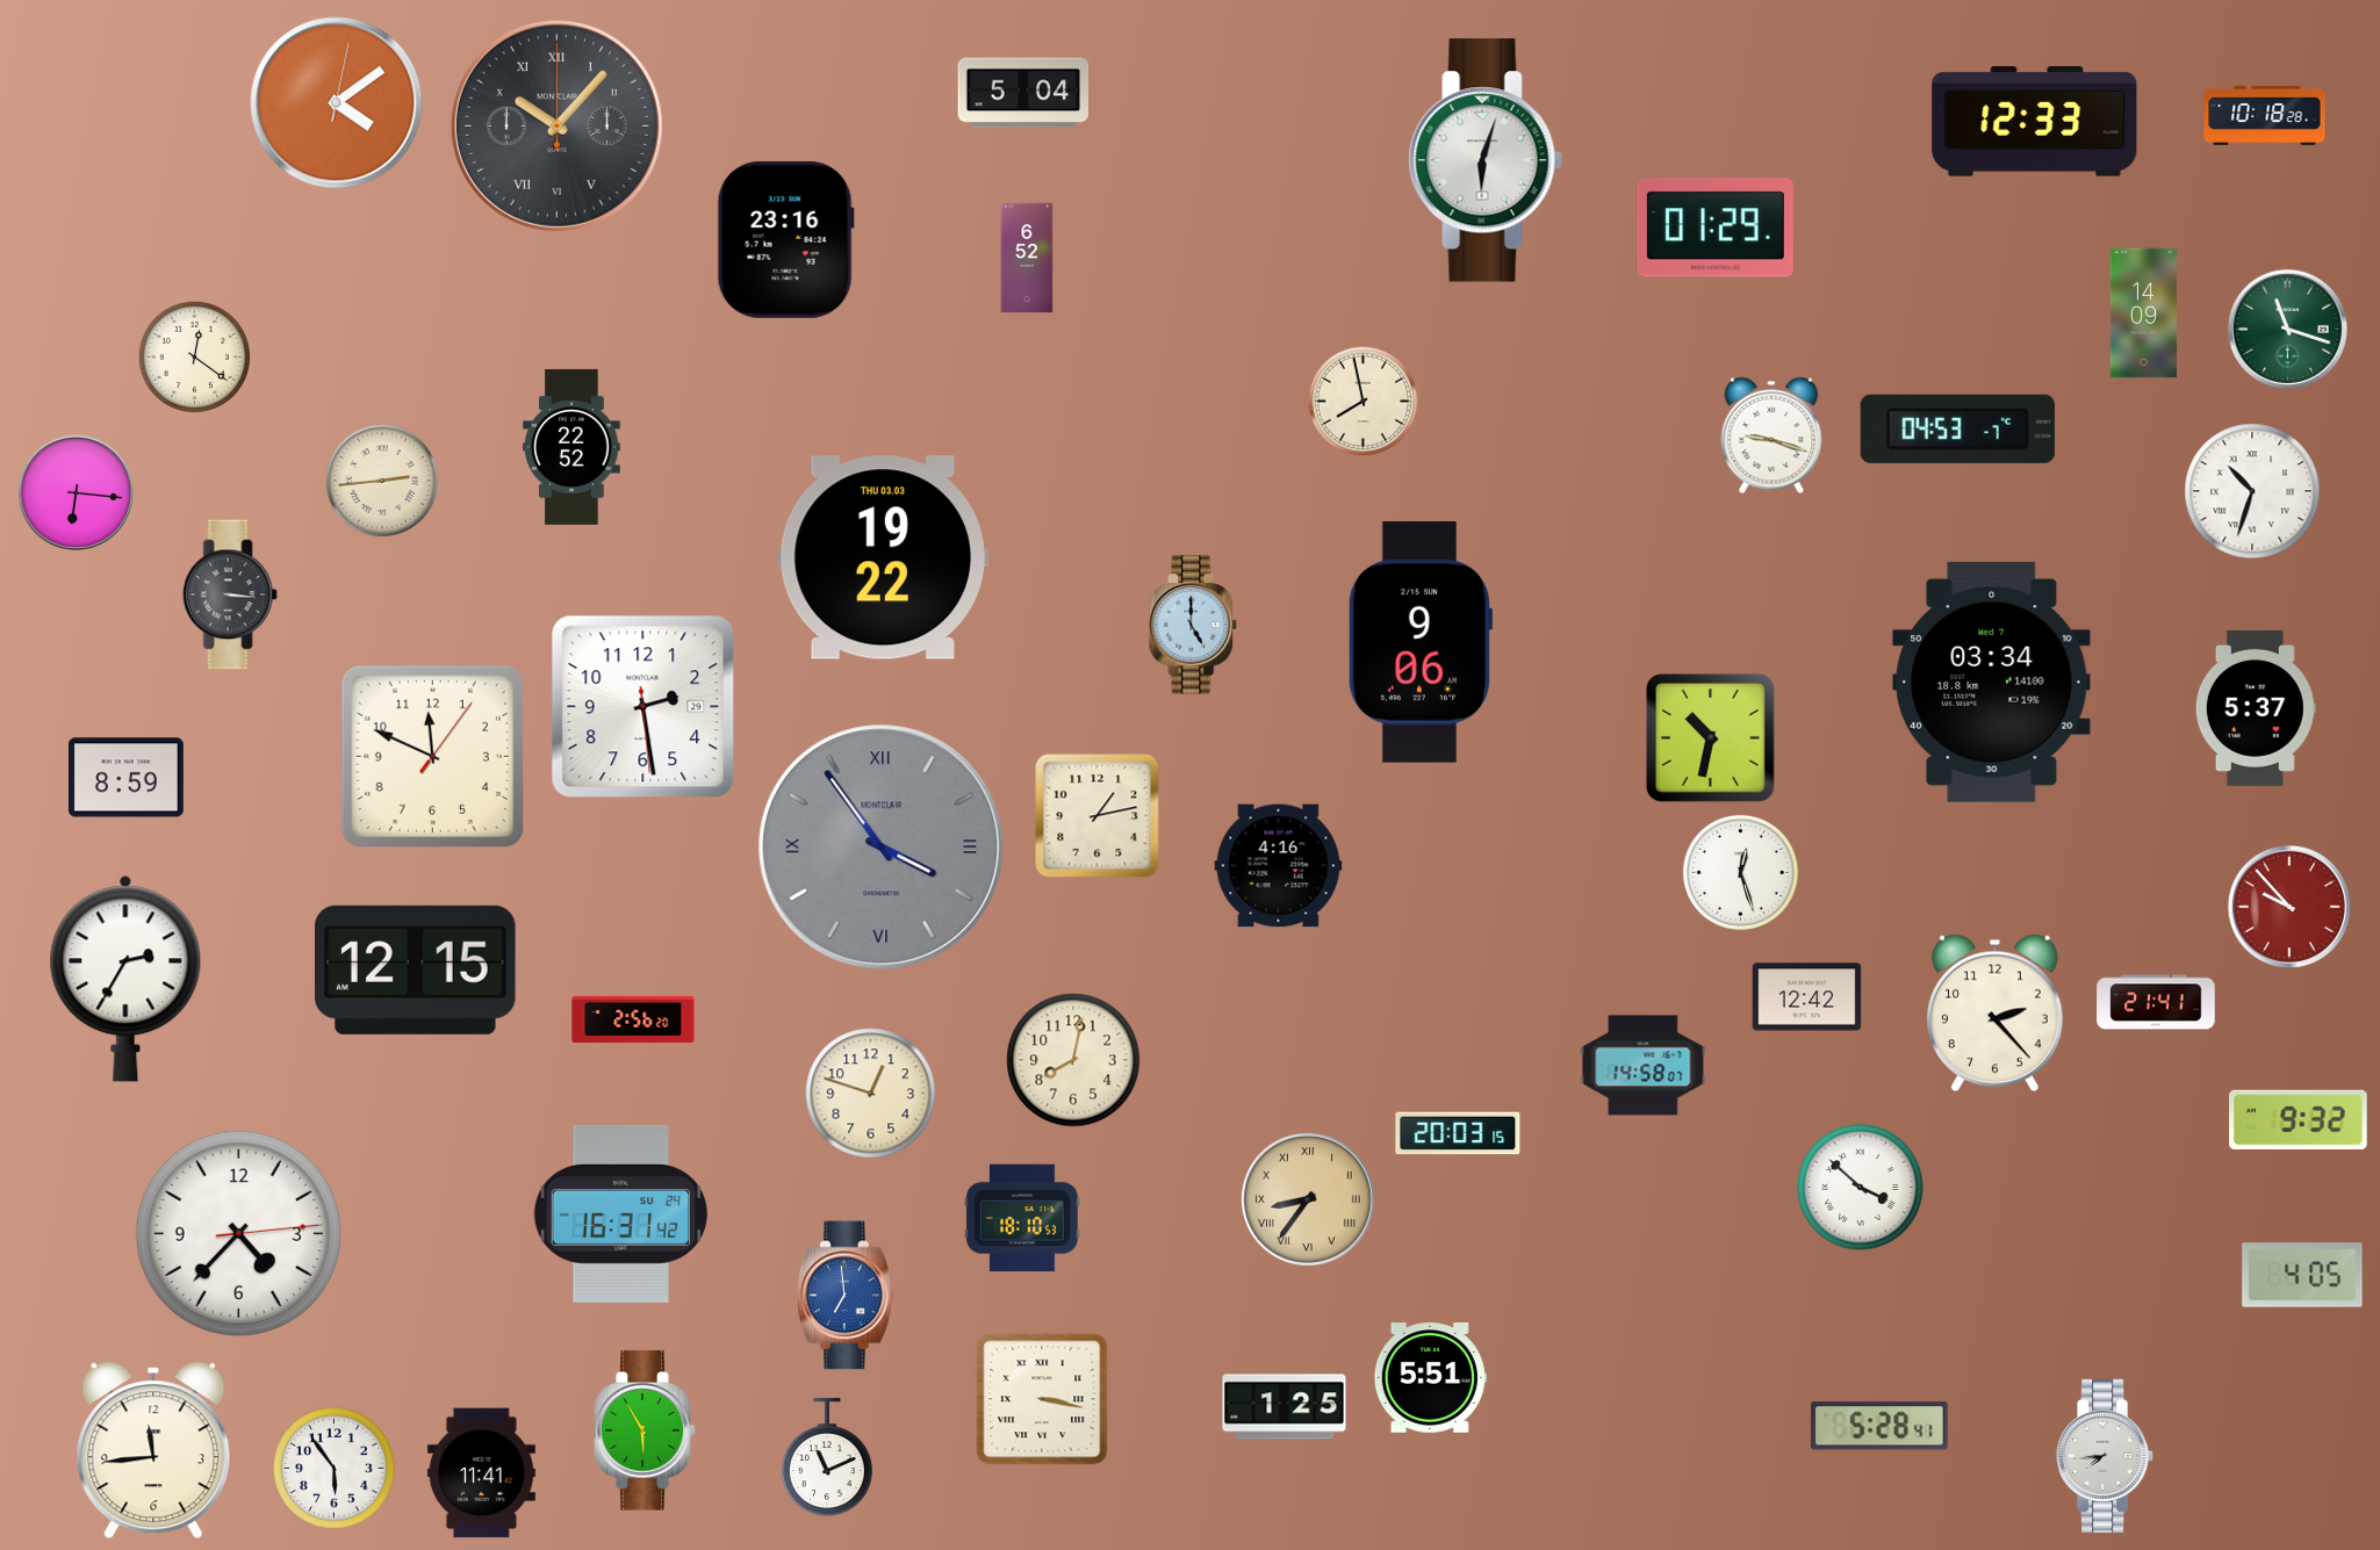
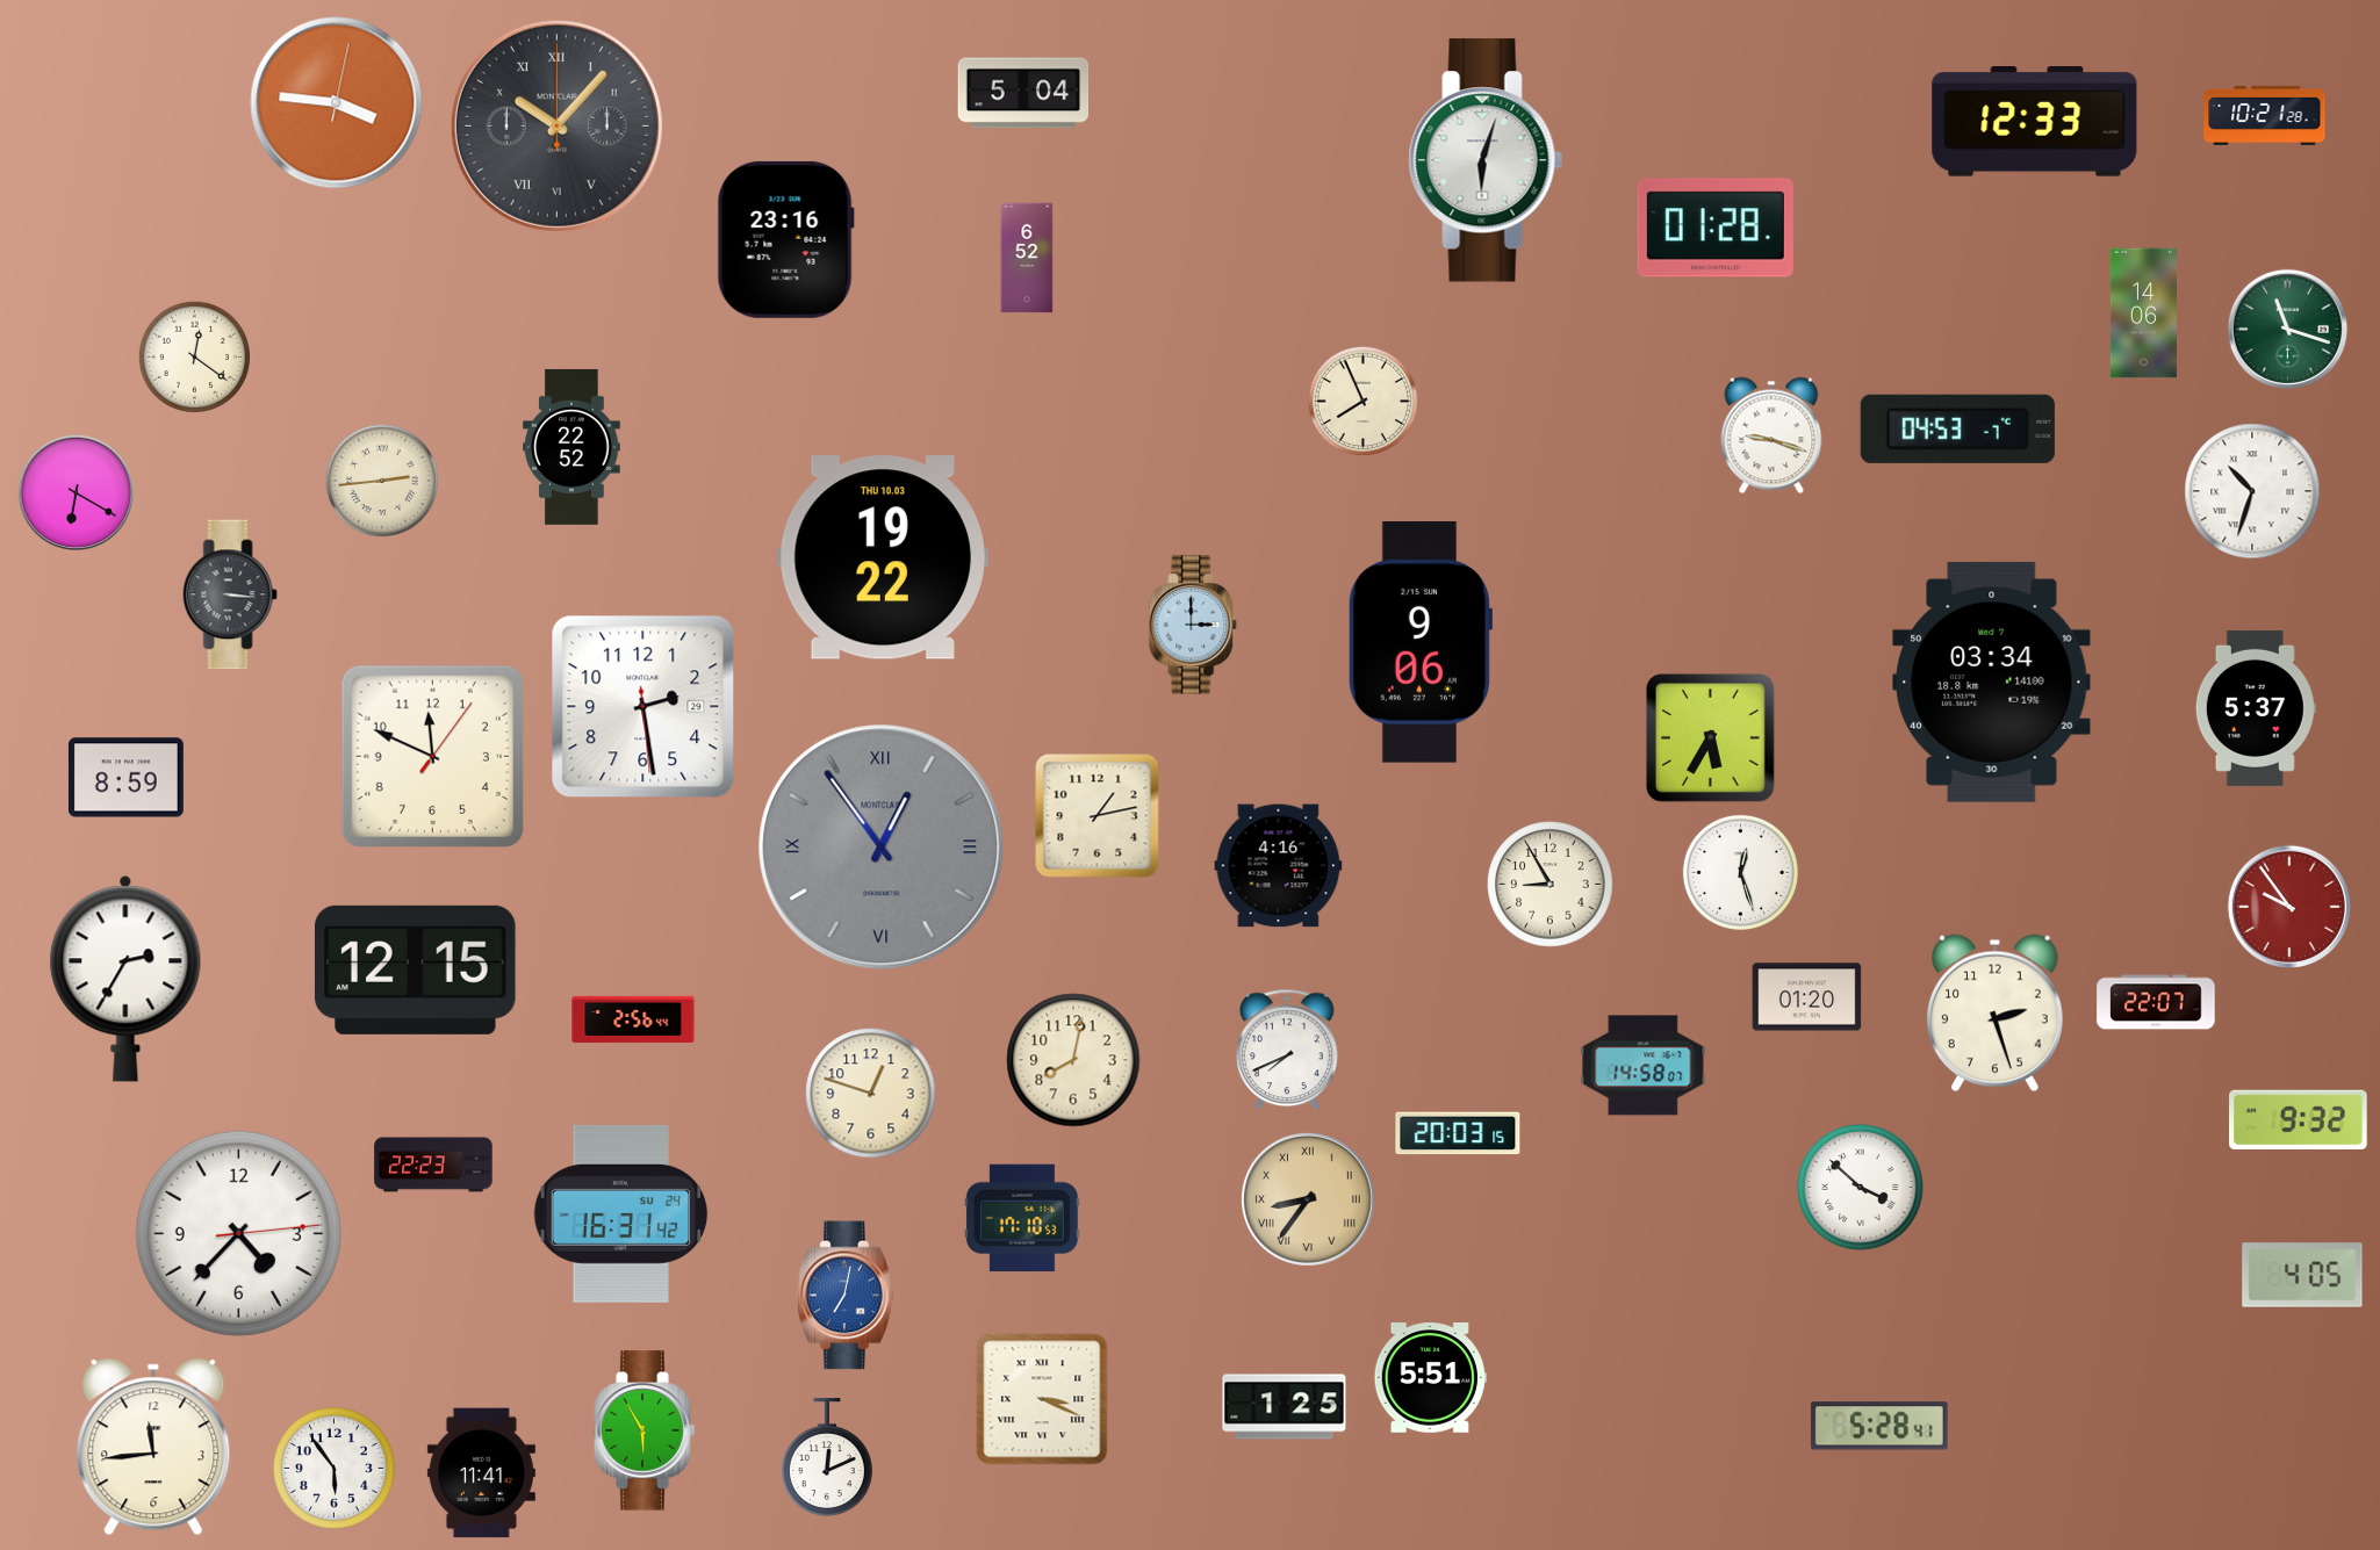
clock at (337, 103): 4:09 -> 3:46
clock at (2265, 115): 10:18 -> 10:21
clock at (1716, 228): 01:29 -> 01:28
clock at (2143, 313): 14:09 -> 14:06
clock at (1364, 402): 7:58 -> 7:56
clock at (76, 492): 6:16 -> 6:20
clock at (882, 557) date: THU 03.03 -> THU 10.03
clock at (1193, 625): 5:00 -> 3:00
clock at (1710, 737): 10:32 -> 5:35
clock at (882, 848): 3:54 -> 12:54
clock at (1551, 885): none -> 8:55
clock at (2289, 907): 9:53 -> 9:54
clock at (1807, 997): 12:42 -> 01:20
clock at (2156, 1002): 21:41 -> 22:07
clock at (1994, 1014): 2:23 -> 2:27
clock at (633, 1018): 2:56:20 -> 2:56:44
clock at (1288, 1050): none -> 7:41
clock at (433, 1165): none -> 22:23
clock at (1023, 1218): 18:10 -> 17:10
clock at (846, 1296): 6:59 -> 7:02
clock at (1042, 1399): 3:17 -> 3:19
clock at (153, 1450) position: (153, 1450) -> (153, 1447)
clock at (2106, 1456): 7:44 -> none
clock at (827, 1457): 11:11 -> 12:11
